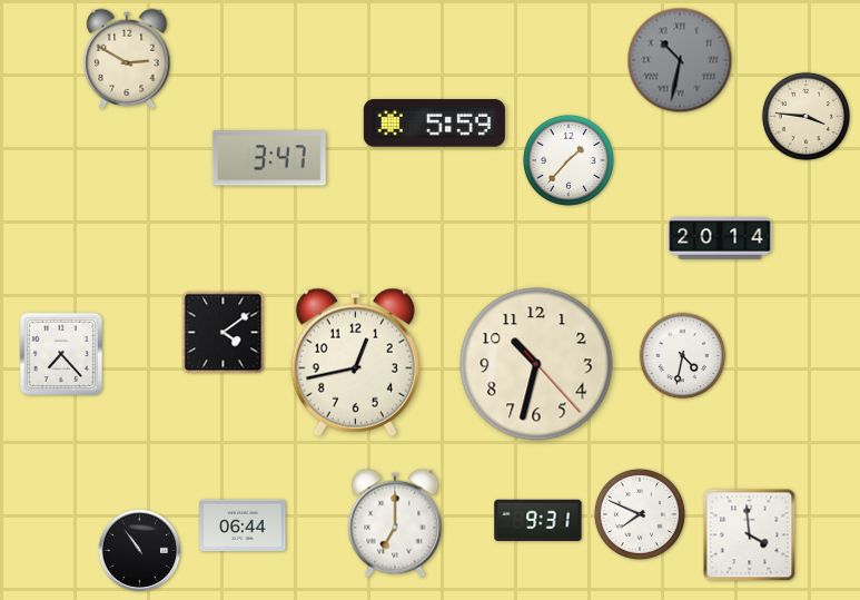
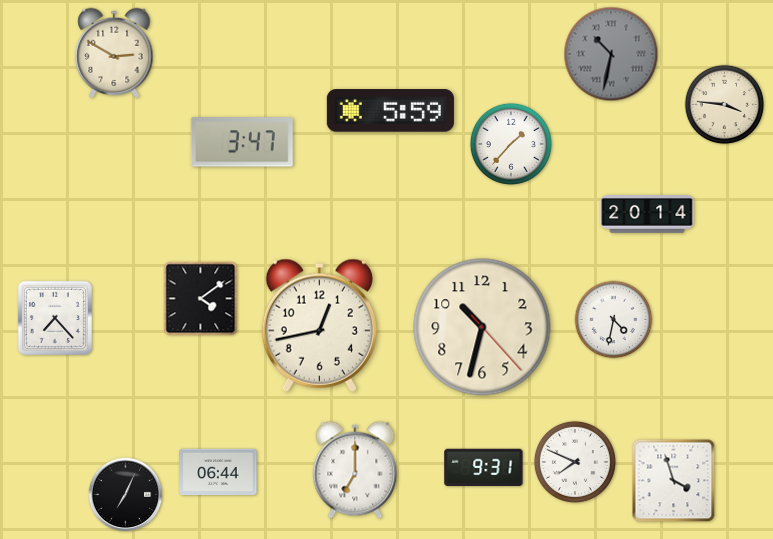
clock at (750, 535): 3:59 -> 3:57
clock at (140, 551): 10:54 -> 7:04
